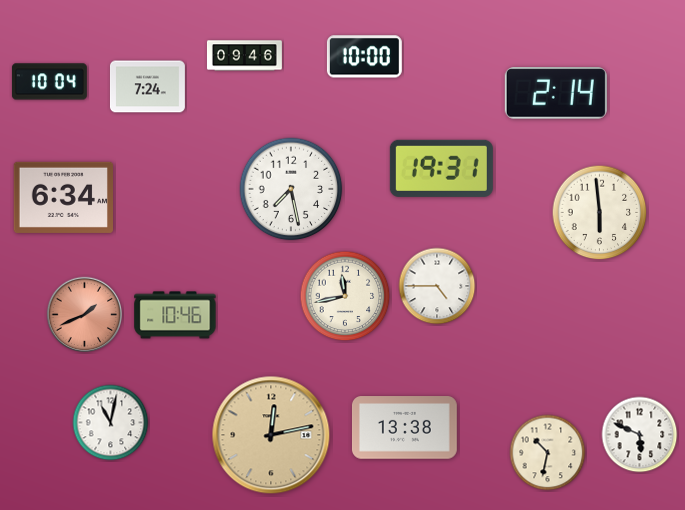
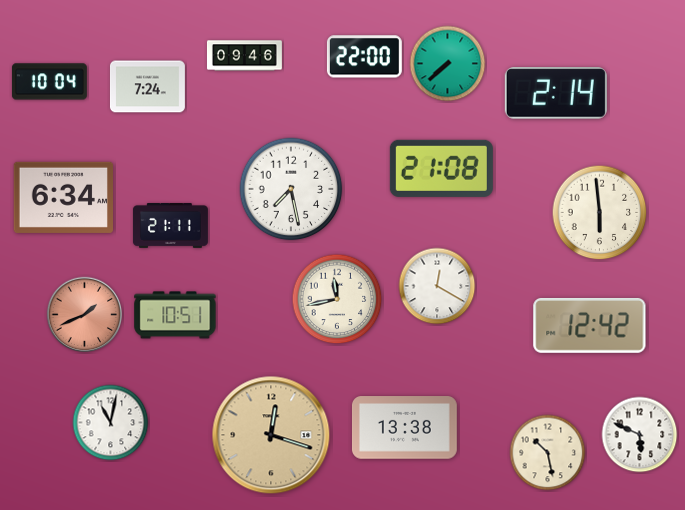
clock at (364, 57): 10:00 -> 22:00
clock at (448, 64): none -> 7:38
clock at (441, 168): 19:31 -> 21:08
clock at (171, 226): none -> 21:11
clock at (437, 286): 4:45 -> 12:20
clock at (345, 296) position: (345, 296) -> (337, 299)
clock at (175, 315): 10:46 -> 10:51
clock at (590, 325): none -> 12:42
clock at (271, 435): 12:13 -> 12:18
clock at (548, 453): 10:32 -> 10:28
